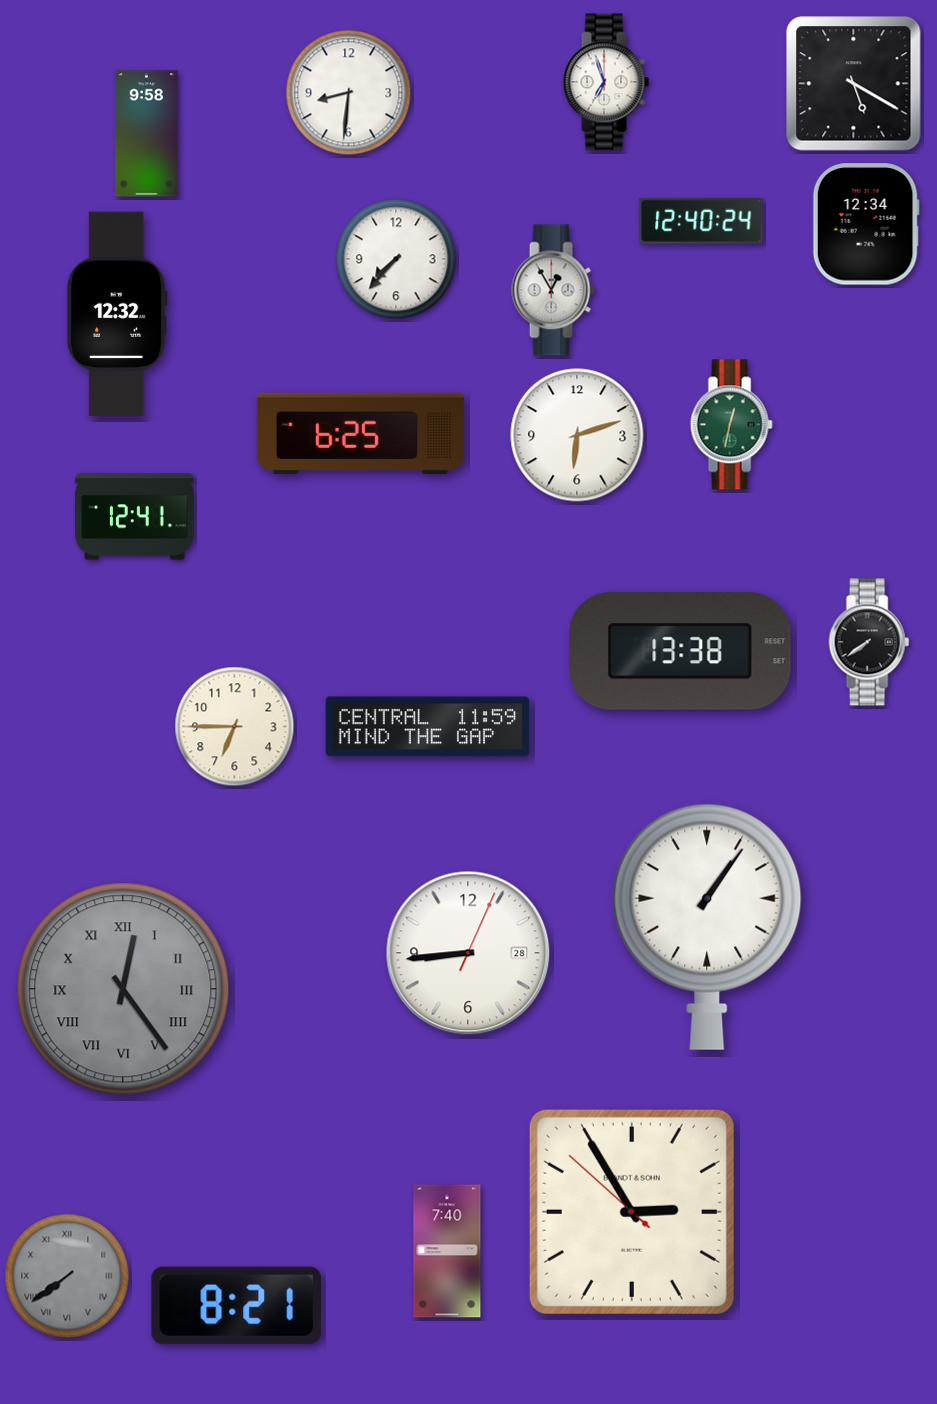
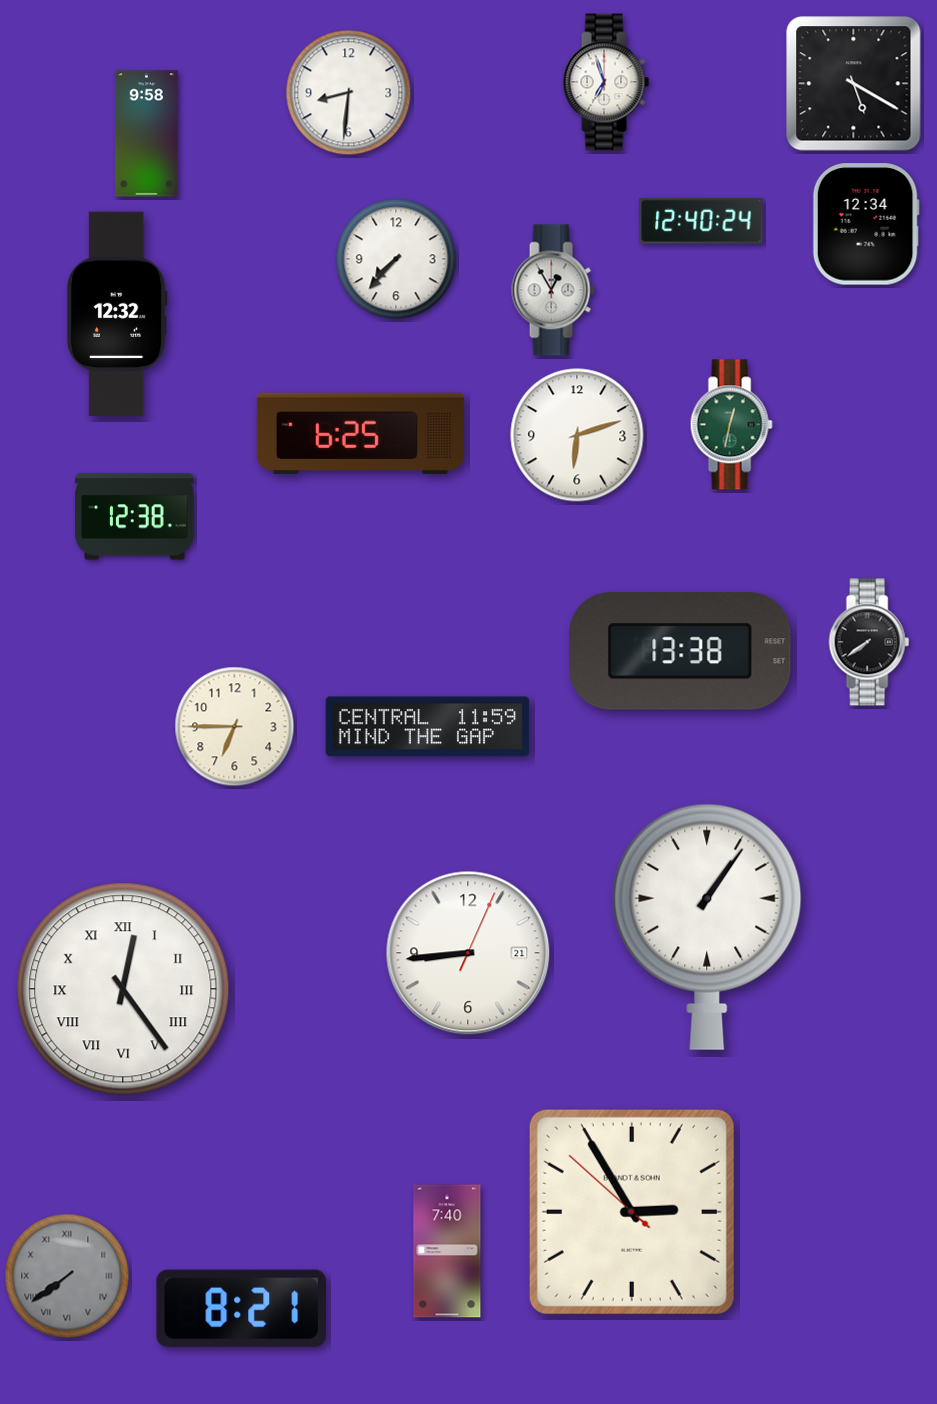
clock at (135, 517): 12:41 -> 12:38
clock at (468, 953) date: 28 -> 21
clock at (123, 989) dial: grey -> white
clock at (236, 1305) position: (236, 1305) -> (241, 1308)
